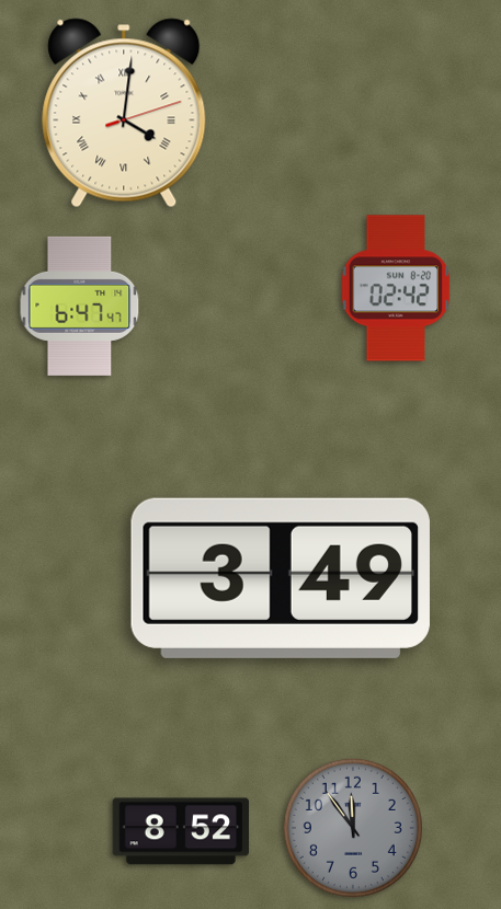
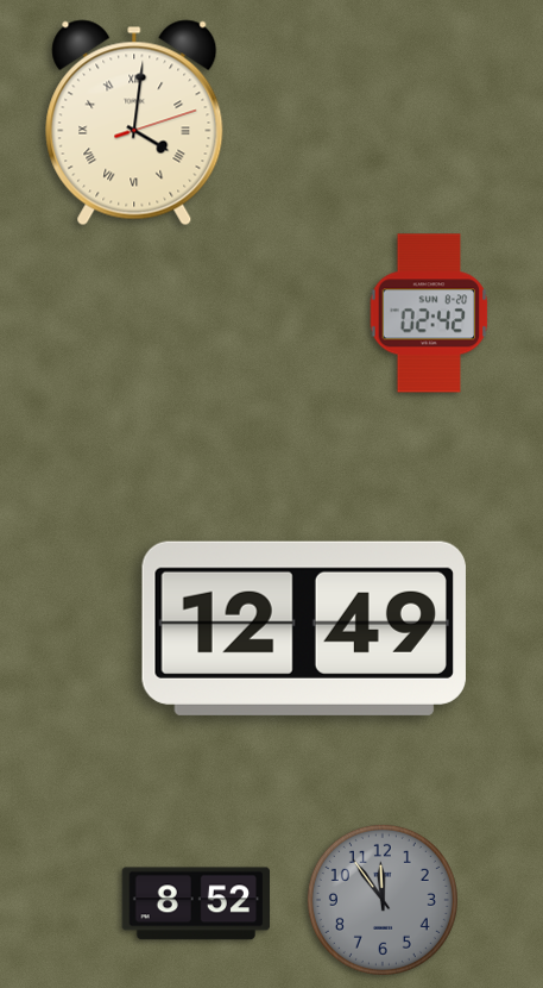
clock at (80, 306): 6:47 -> none
clock at (281, 578): 3:49 -> 12:49
